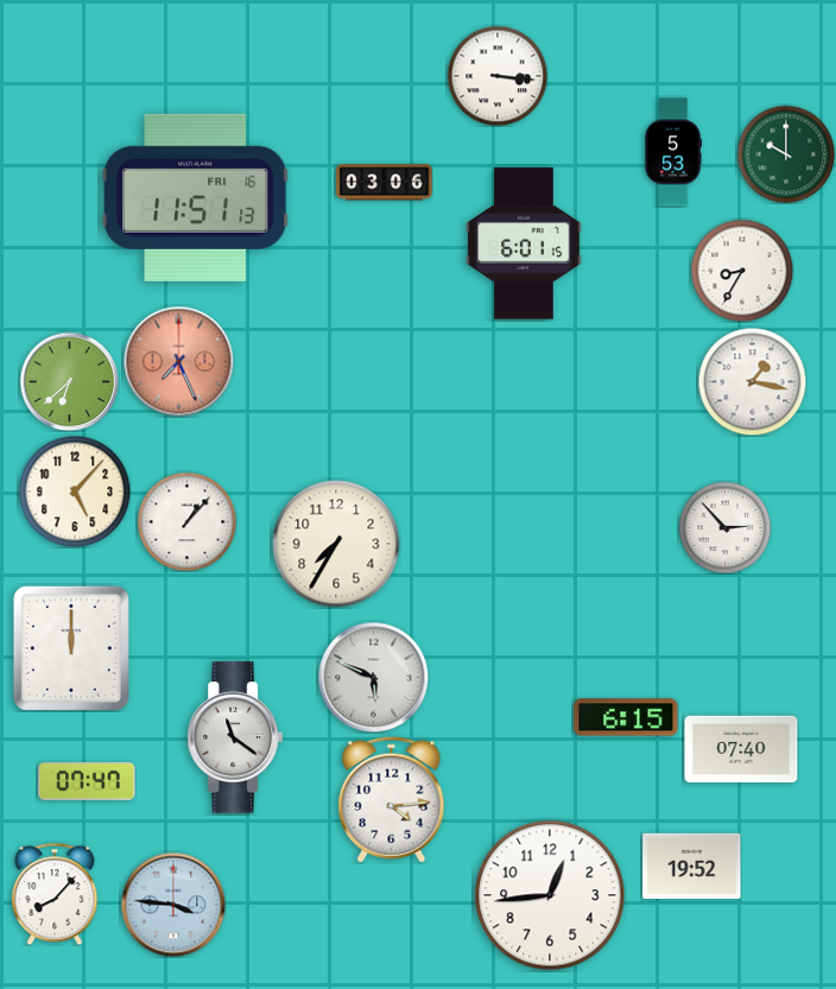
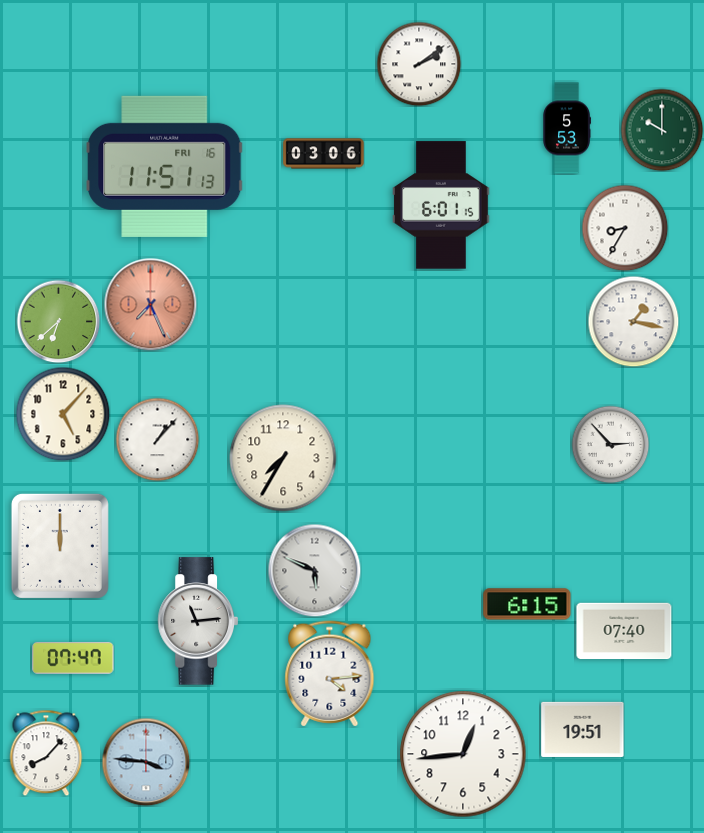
clock at (498, 76): 3:16 -> 2:09
clock at (235, 737): 11:21 -> 11:14
clock at (692, 866): 19:52 -> 19:51
